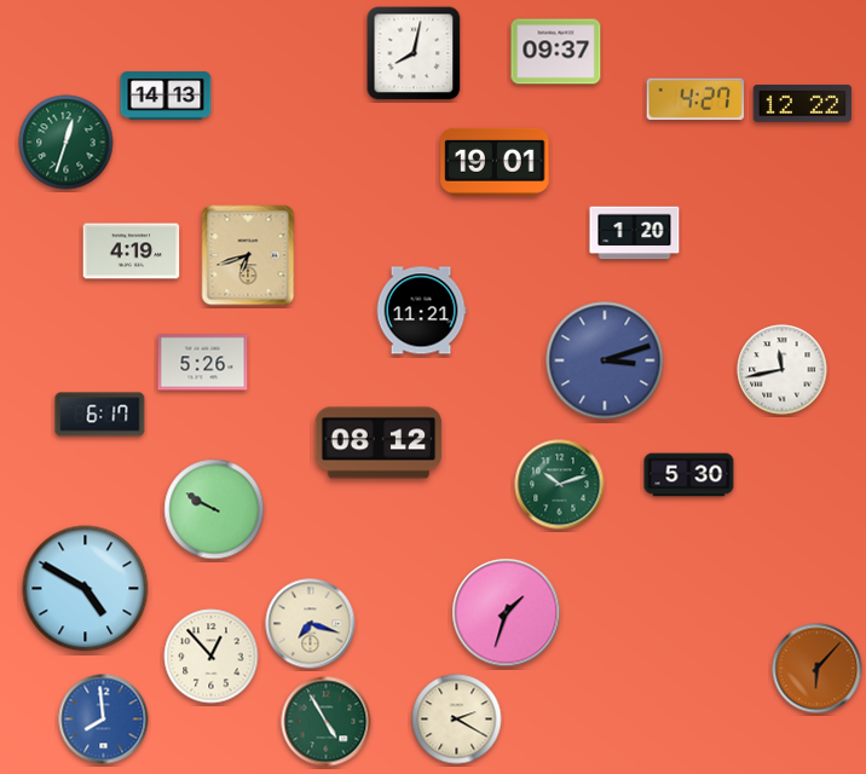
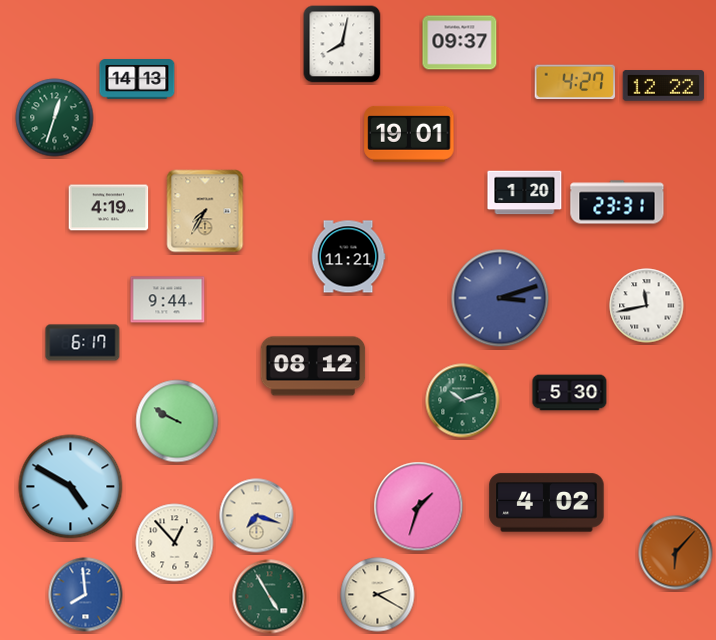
clock at (617, 202): none -> 23:31
clock at (248, 255): 6:42 -> 7:35
clock at (203, 363): 5:26 -> 9:44
clock at (547, 503): none -> 4:02
